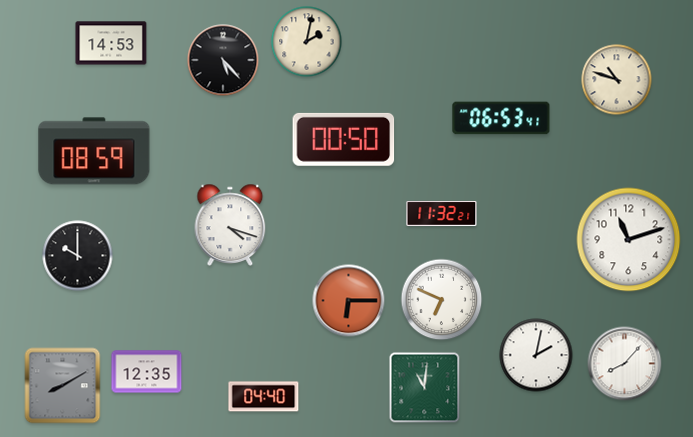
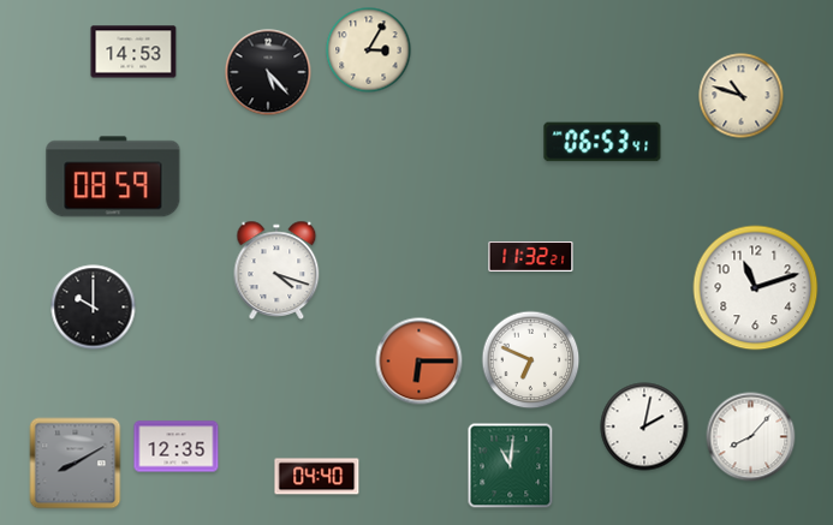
clock at (307, 42): 2:02 -> 3:05
clock at (344, 139): 00:50 -> none
clock at (94, 151) position: (94, 151) -> (113, 177)
